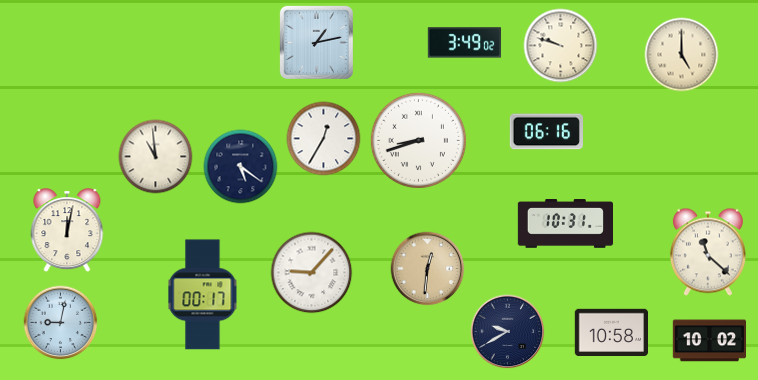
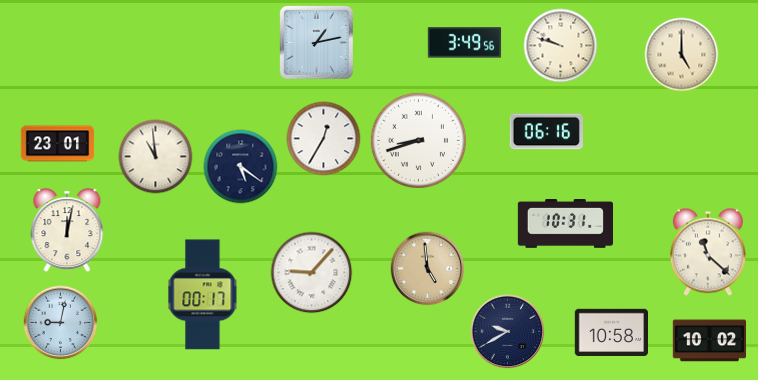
clock at (465, 43): 3:49:02 -> 3:49:56
clock at (58, 144): none -> 23:01
clock at (428, 269): 12:31 -> 4:59
